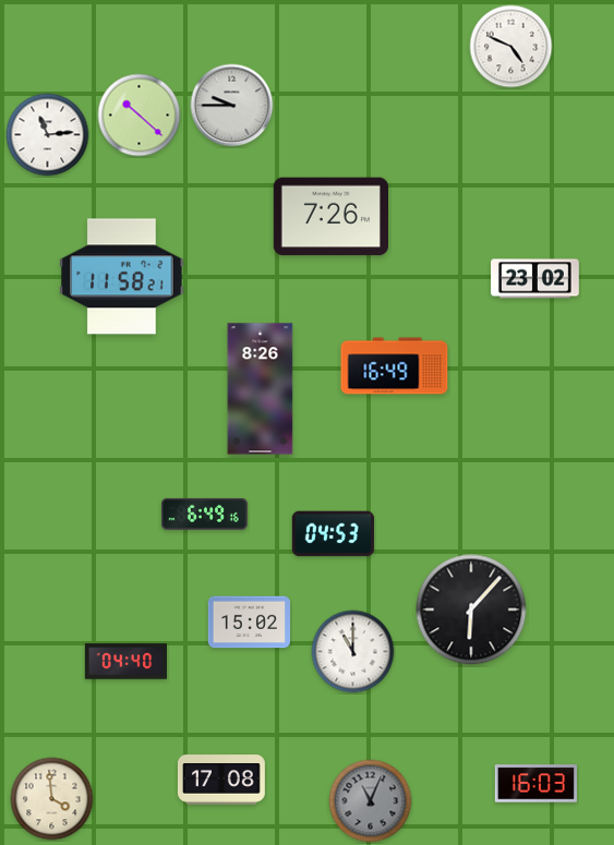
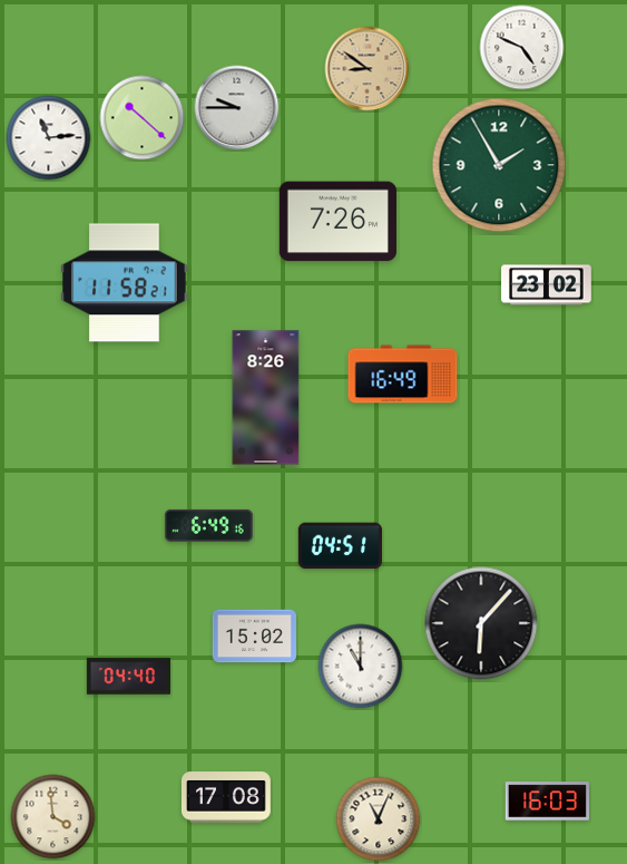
clock at (368, 69): none -> 8:51
clock at (499, 165): none -> 1:55
clock at (333, 534): 04:53 -> 04:51
clock at (371, 801) dial: grey -> cream
